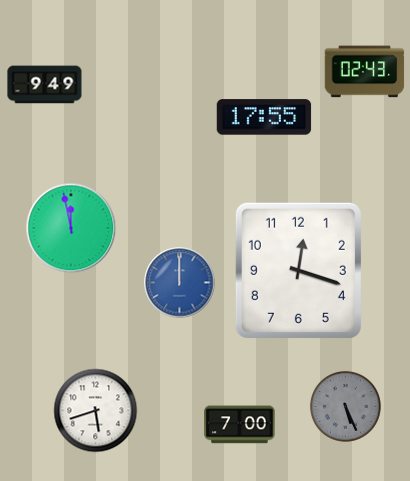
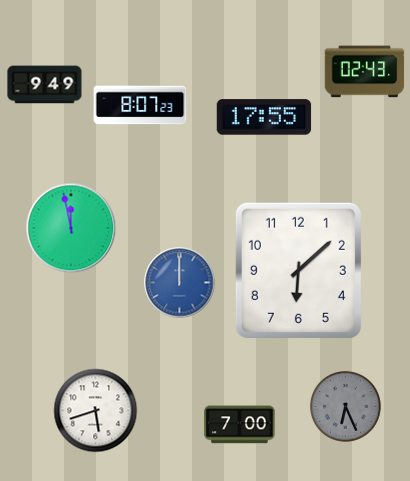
clock at (140, 105): none -> 8:07
clock at (298, 270): 12:18 -> 6:08
clock at (345, 406): 5:26 -> 6:26
